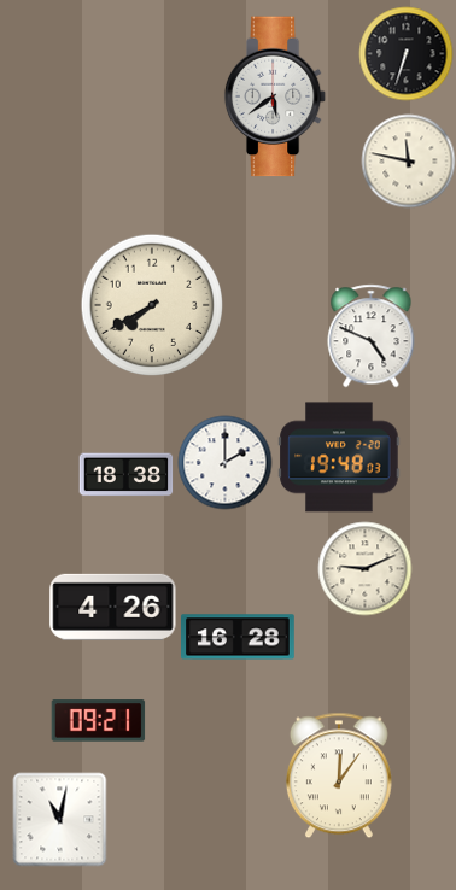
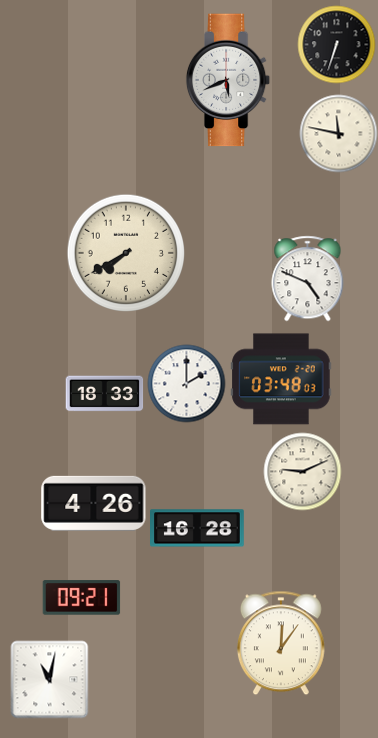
clock at (275, 96): 5:39 -> 5:41
clock at (339, 457): 19:48 -> 03:48
clock at (125, 475): 18:38 -> 18:33
